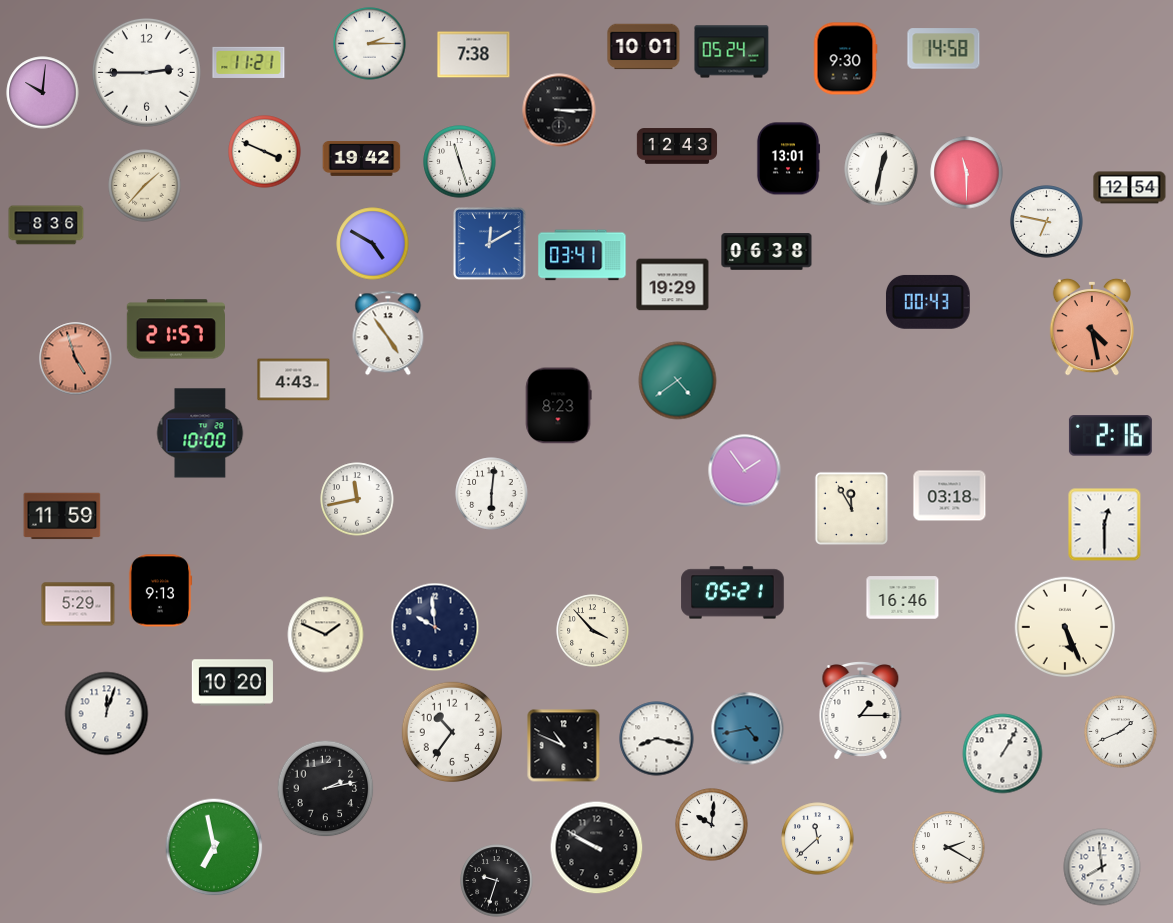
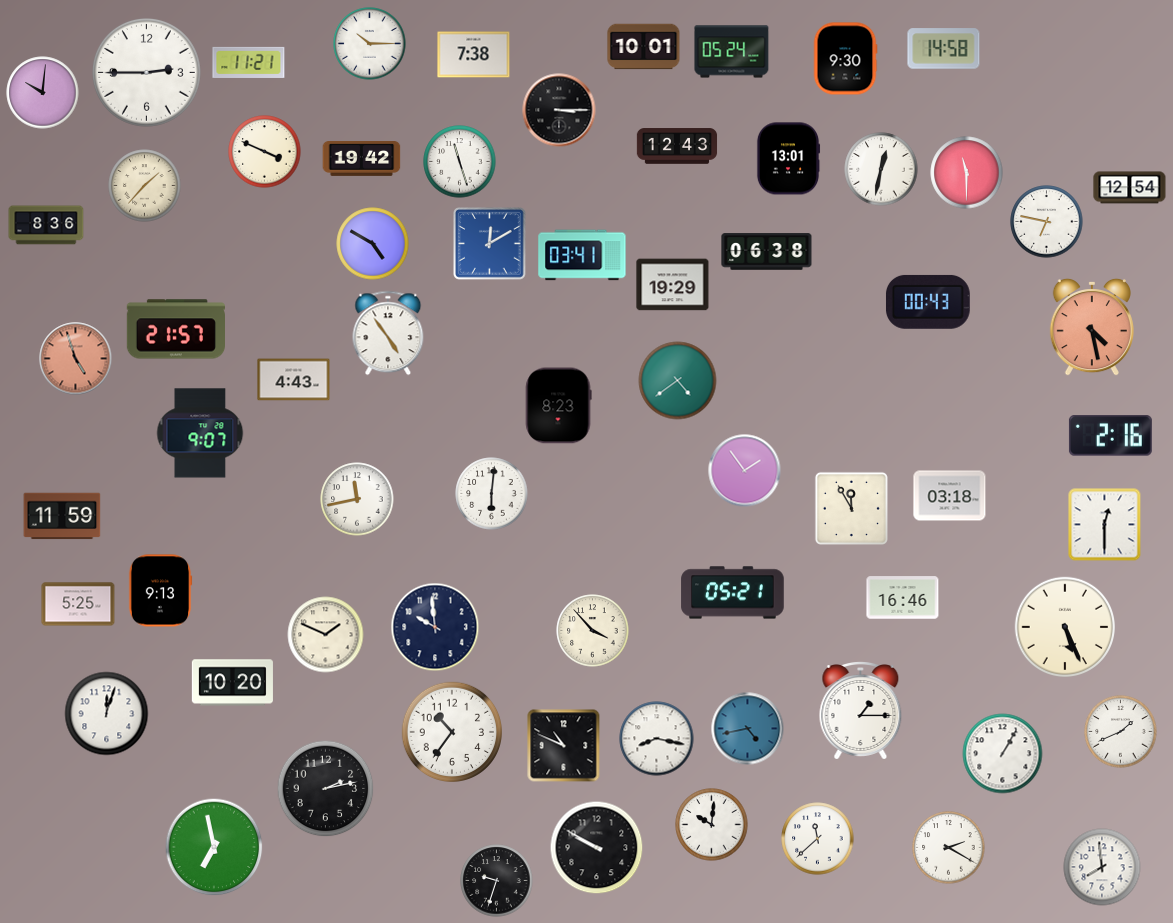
clock at (370, 44): 2:15 -> 10:15
clock at (200, 433): 10:00 -> 9:07
clock at (78, 604): 5:29 -> 5:25
